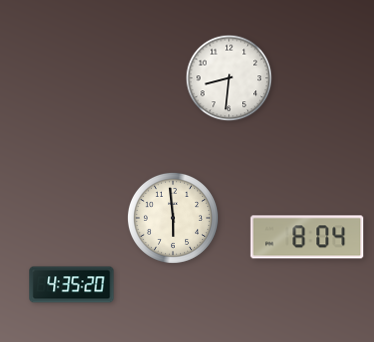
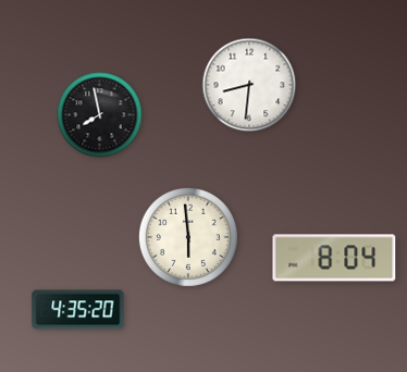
clock at (100, 115): none -> 7:58
